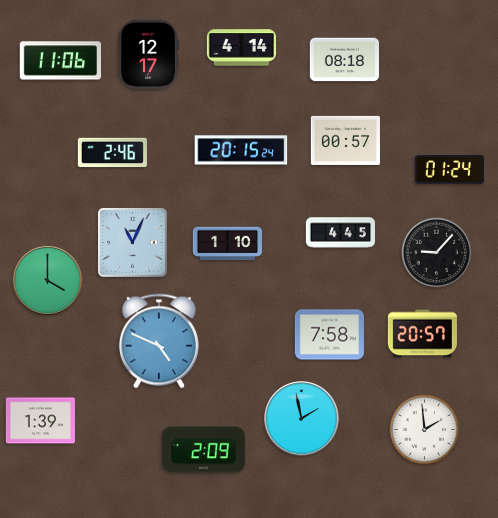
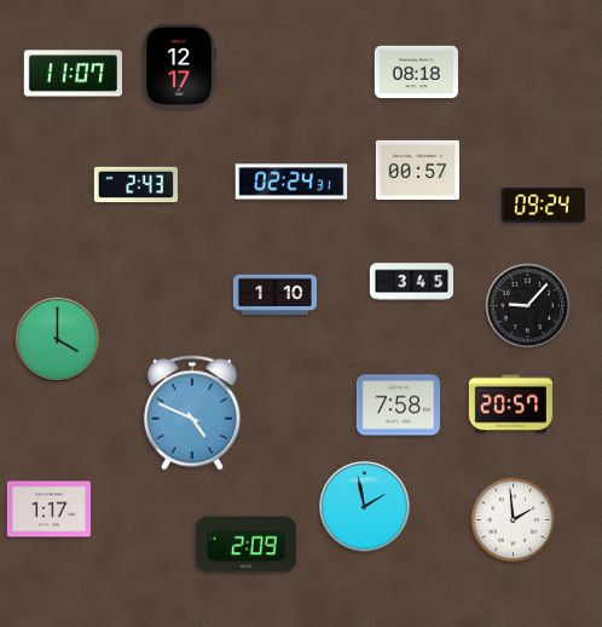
clock at (241, 48): 4:14 -> none
clock at (60, 61): 11:06 -> 11:07
clock at (241, 150): 20:15 -> 02:24
clock at (112, 153): 2:46 -> 2:43
clock at (449, 170): 01:24 -> 09:24
clock at (340, 233): 4:45 -> 3:45
clock at (133, 243): 11:04 -> none
clock at (40, 421): 1:39 -> 1:17
